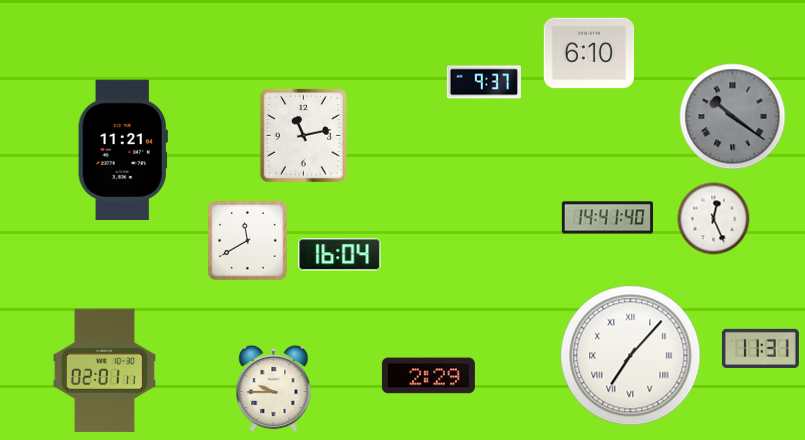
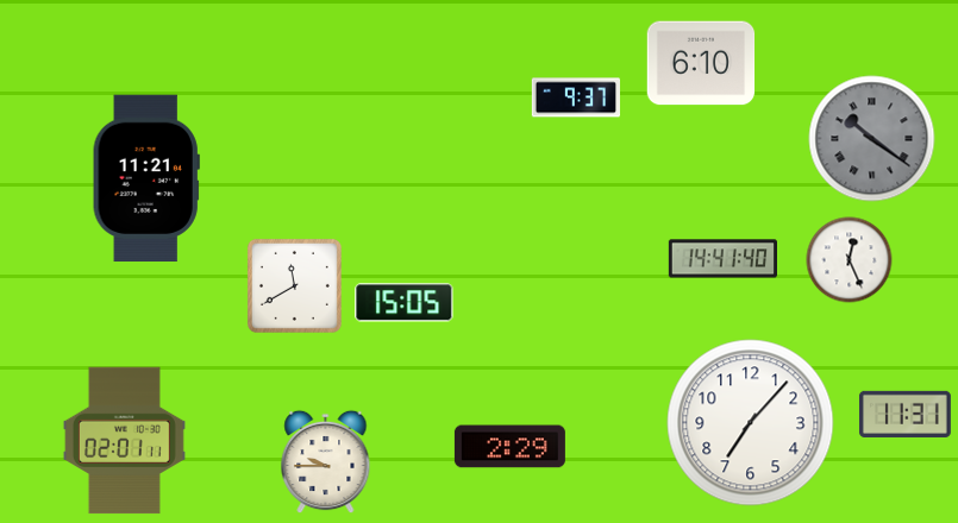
clock at (303, 135): 11:13 -> none
clock at (340, 255): 16:04 -> 15:05
clock at (631, 356) numerals: Roman -> Arabic
